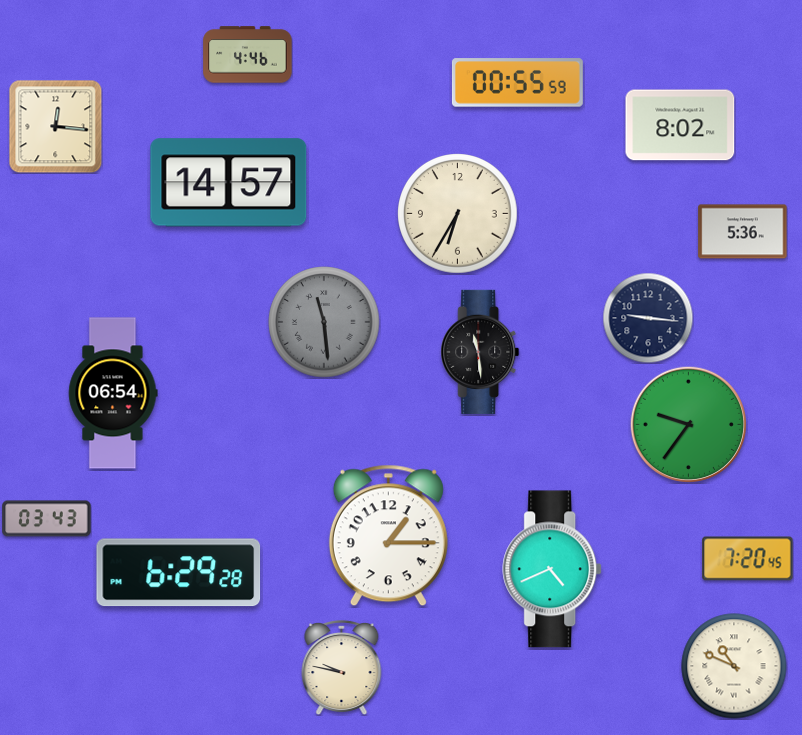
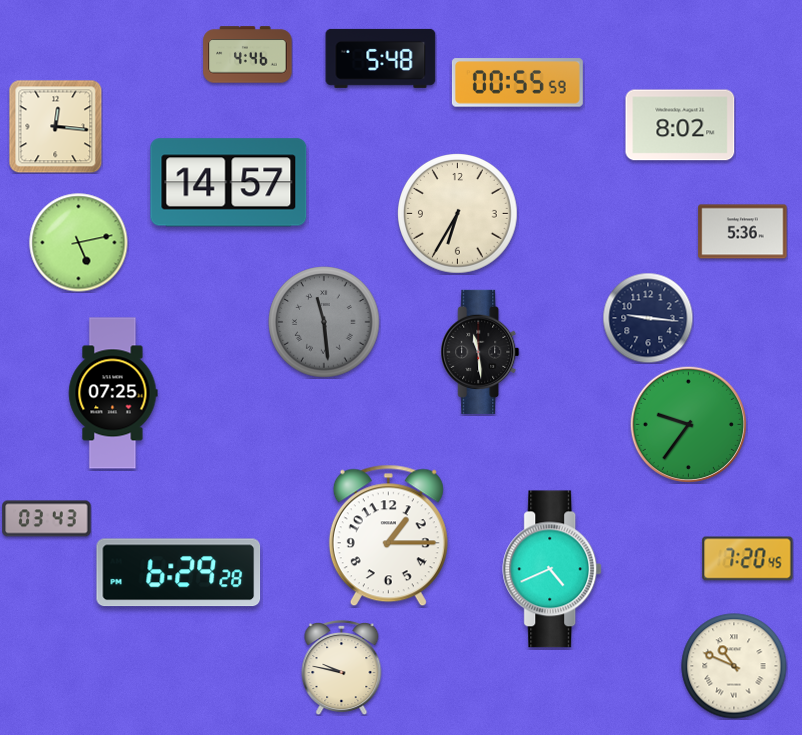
clock at (381, 58): none -> 5:48
clock at (79, 243): none -> 5:13
clock at (113, 393): 06:54 -> 07:25
